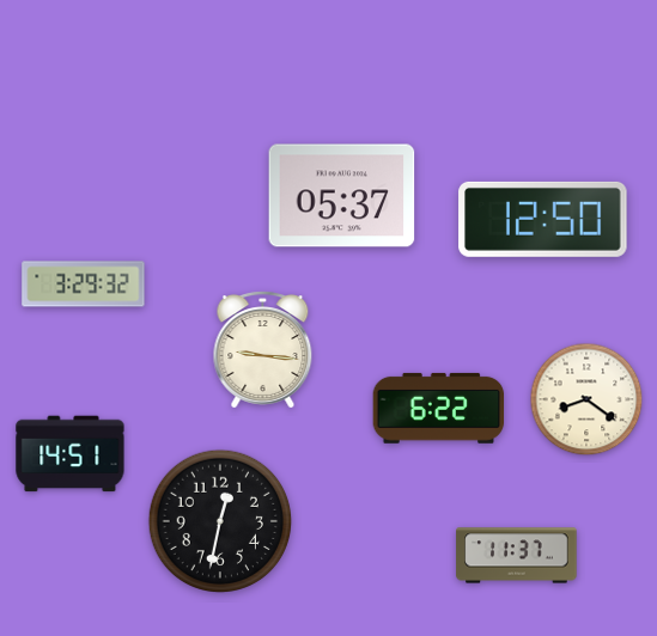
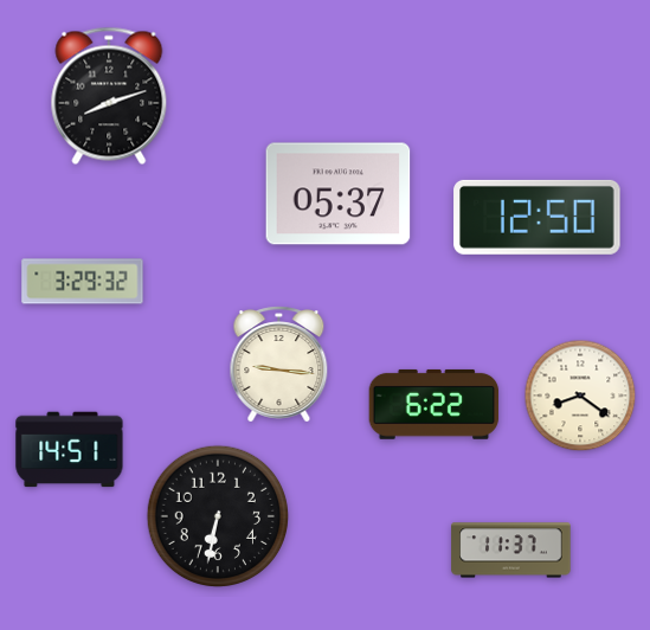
clock at (109, 96): none -> 8:12
clock at (263, 350) position: (263, 350) -> (279, 365)
clock at (220, 521): 12:32 -> 6:32
